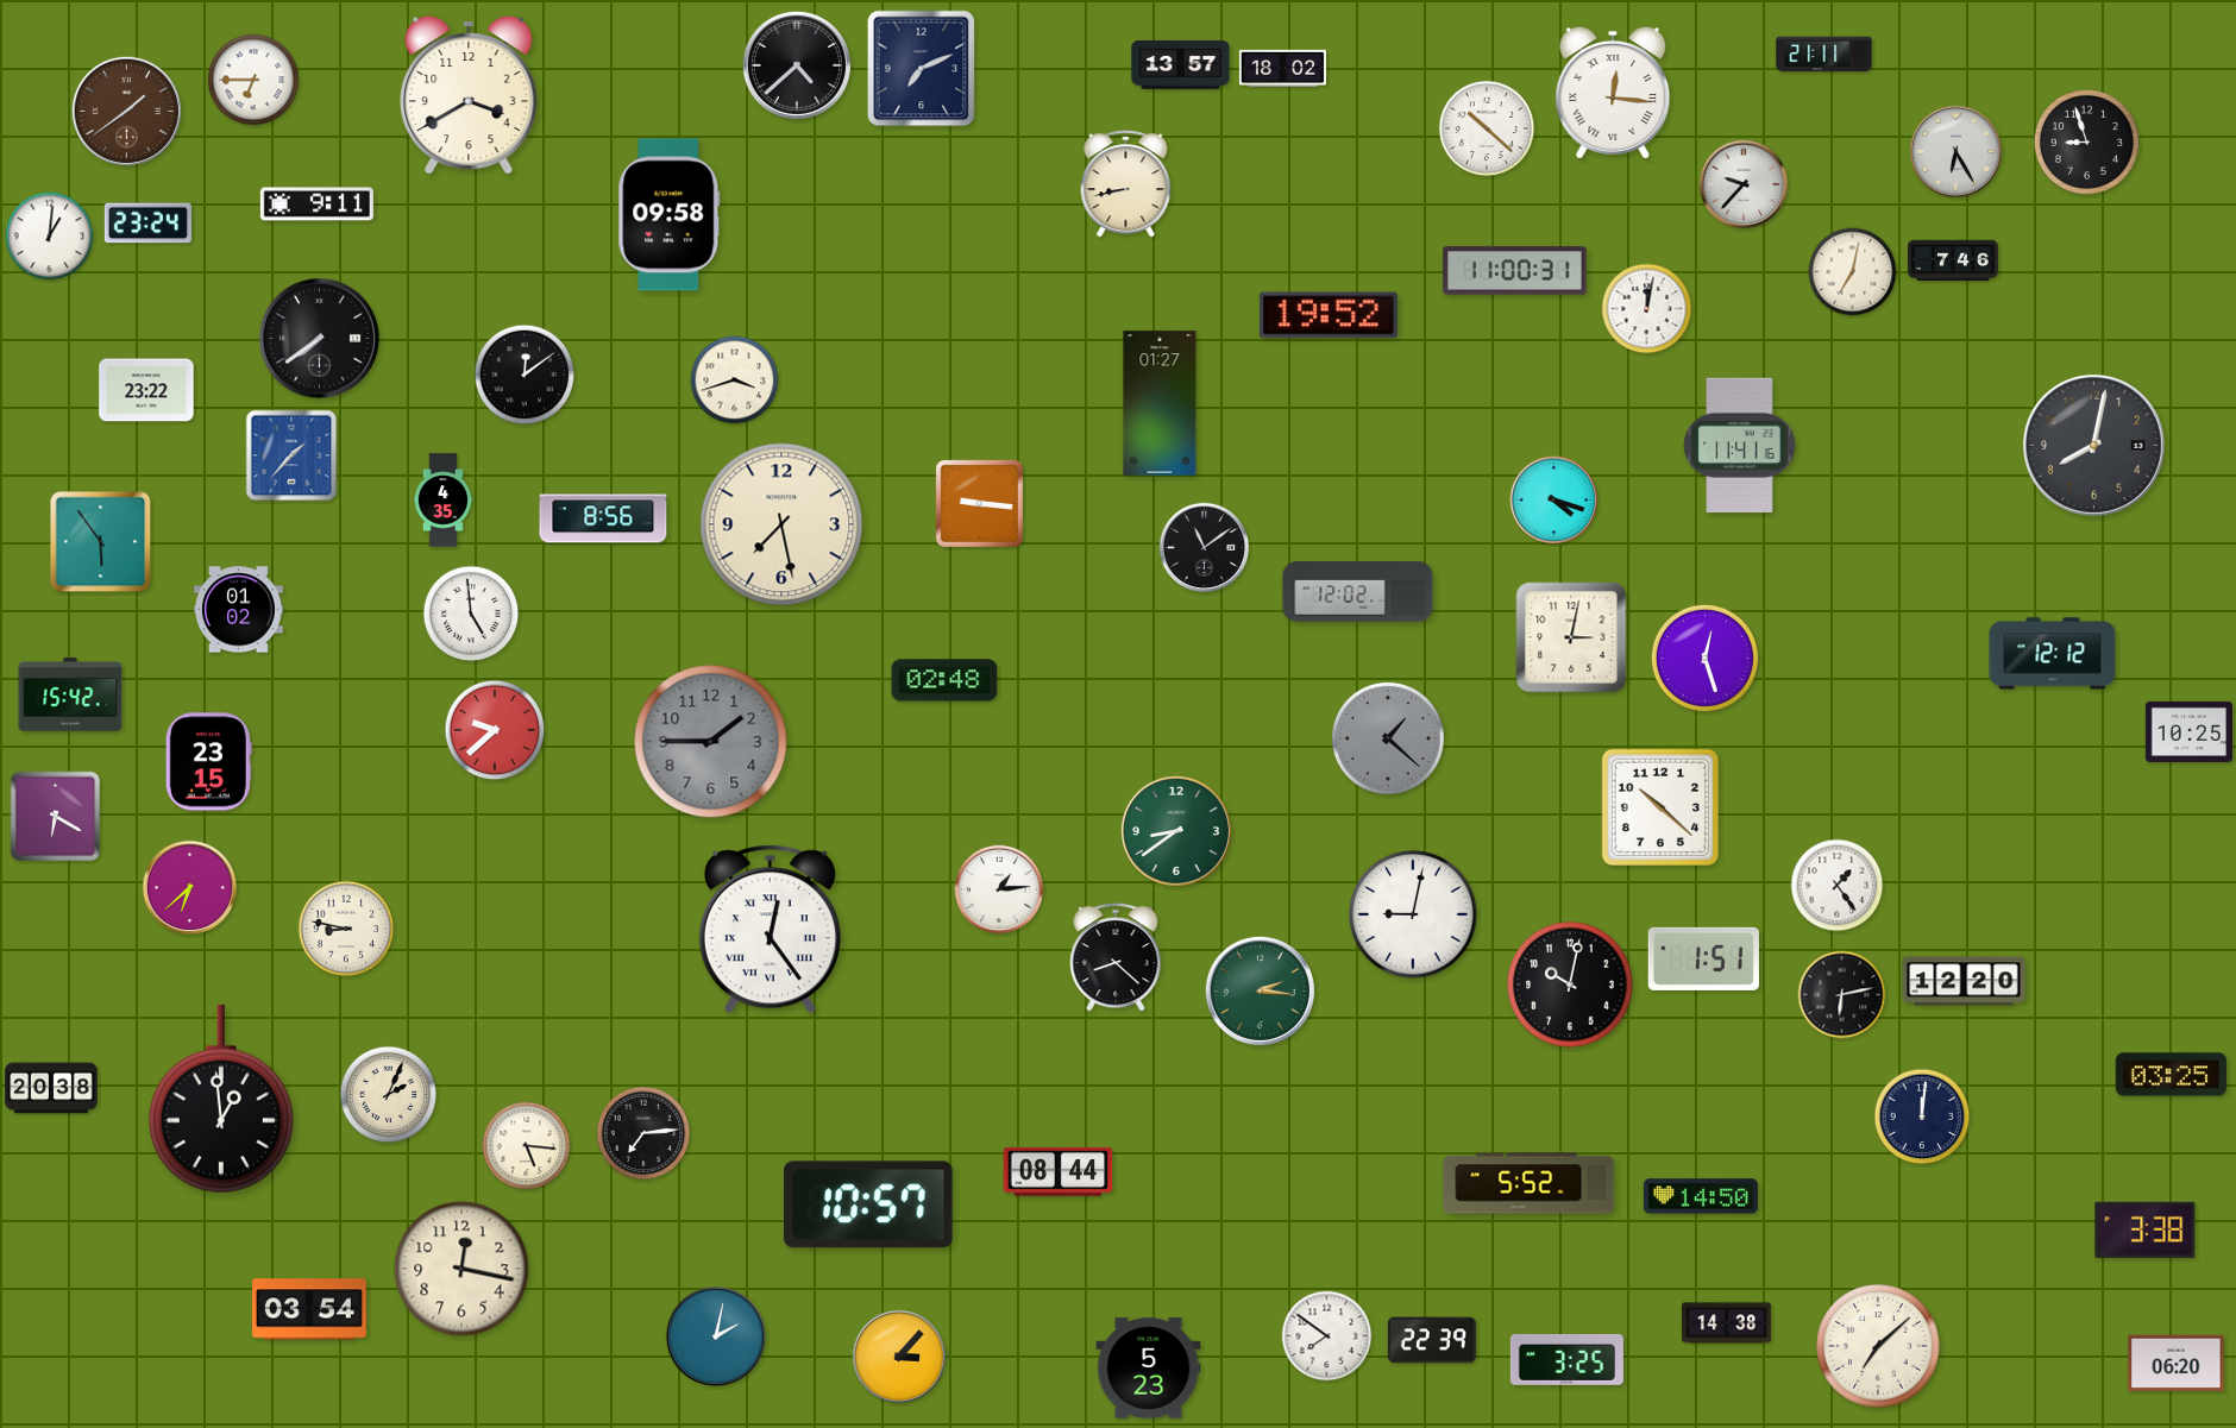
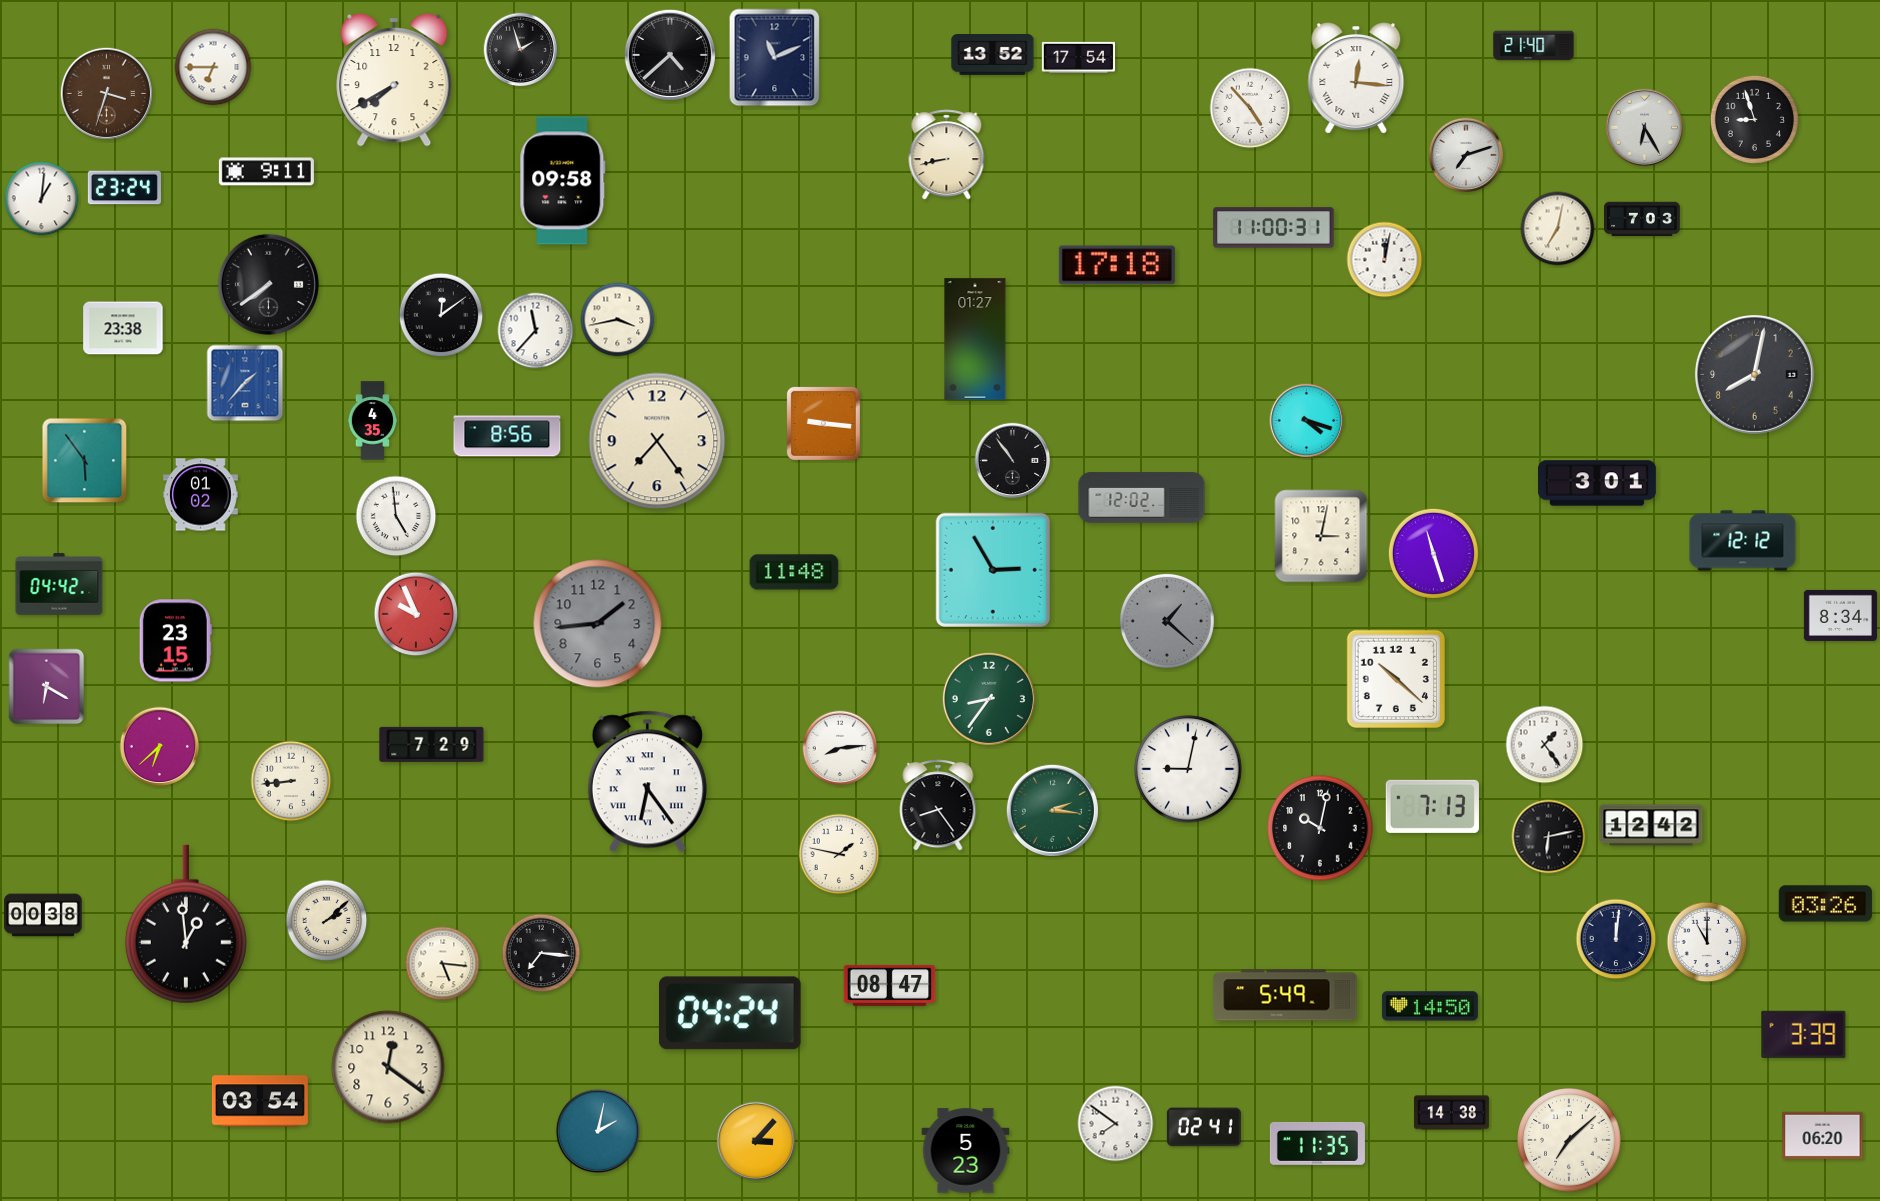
clock at (1824, 55): 21:11 -> 21:40
clock at (521, 50): none -> 1:57
clock at (1181, 65): 13:57 -> 13:52
clock at (1282, 68): 18:02 -> 17:54
clock at (922, 69): 7:11 -> 11:11
clock at (469, 95): 3:40 -> 7:40
clock at (126, 111): 1:39 -> 3:33
clock at (1487, 128): 10:22 -> 4:53
clock at (1744, 184): 9:37 -> 7:12
clock at (1954, 260): 7:46 -> 7:03
clock at (1329, 315): 19:52 -> 17:18
clock at (735, 380): 3:42 -> 3:43
clock at (146, 390): 23:22 -> 23:38
clock at (536, 331): none -> 11:37
clock at (2093, 445) position: (2093, 445) -> (1754, 374)
clock at (1740, 446): 11:41 -> none
clock at (781, 524): 7:28 -> 7:24
clock at (101, 542) position: (101, 542) -> (85, 461)
clock at (1205, 548): 11:09 -> 10:54
clock at (1598, 483): none -> 3:01
clock at (238, 610) position: (238, 610) -> (200, 495)
clock at (2053, 654) position: (2053, 654) -> (1743, 541)
clock at (1704, 658): 12:27 -> 11:27
clock at (993, 570): none -> 2:55
clock at (944, 680): 02:48 -> 11:48
clock at (70, 694): 15:42 -> 04:42
clock at (495, 730): 9:38 -> 9:56
clock at (2188, 731): 10:25 -> 8:34
clock at (711, 742): 1:45 -> 1:44
clock at (1176, 831): 8:39 -> 8:36
clock at (432, 744): none -> 7:29
clock at (999, 889): 1:14 -> 8:14
clock at (346, 929): 8:47 -> 8:44
clock at (770, 930): 12:24 -> 6:24
clock at (1116, 957): 8:22 -> 8:24
clock at (1703, 958): 1:51 -> 7:13
clock at (1964, 981): 12:20 -> 12:42
clock at (1260, 990) position: (1260, 990) -> (1052, 810)
clock at (839, 854): none -> 1:47
clock at (2171, 1075): 03:25 -> 03:26
clock at (51, 1088): 20:38 -> 00:38
clock at (389, 1095): 2:04 -> 2:08
clock at (1707, 942): none -> 11:00
clock at (643, 1133): 7:14 -> 7:16
clock at (1059, 1171): 08:44 -> 08:47
clock at (1528, 1183): 5:52 -> 5:49
clock at (869, 1204): 10:57 -> 04:24
clock at (2146, 1229): 3:38 -> 3:39
clock at (461, 1269): 12:17 -> 12:21
clock at (715, 1335) position: (715, 1335) -> (597, 1130)
clock at (1432, 1340): 22:39 -> 02:41
clock at (1878, 1346) position: (1878, 1346) -> (1569, 1140)
clock at (1566, 1359): 3:25 -> 11:35
clock at (2177, 1363) position: (2177, 1363) -> (1823, 1135)
